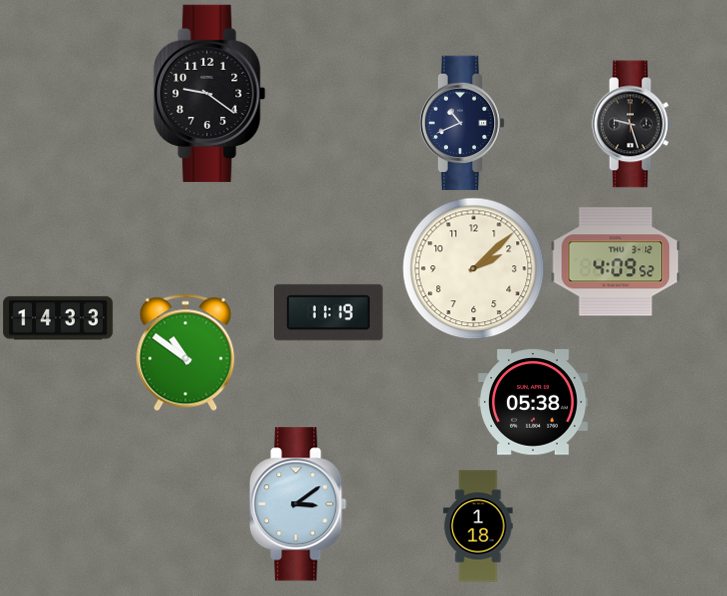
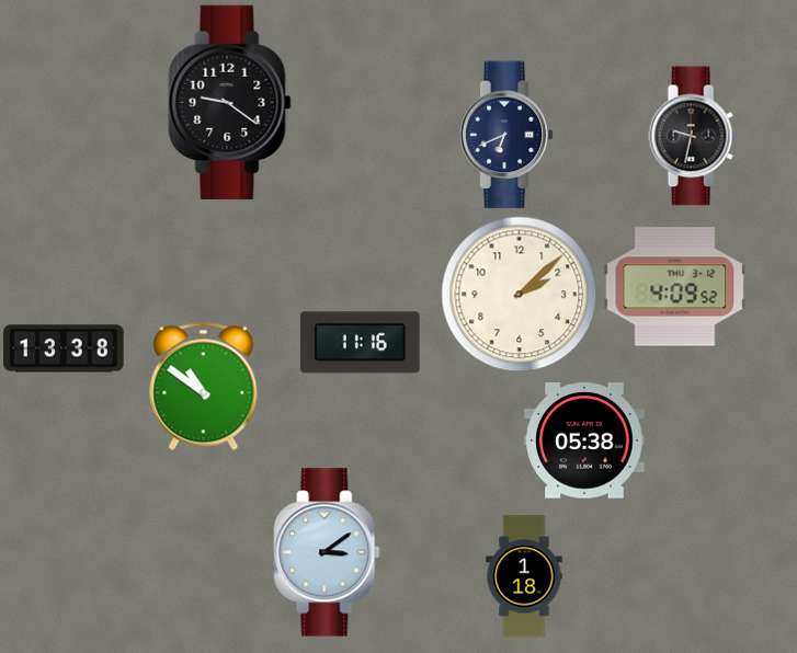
clock at (462, 123): 10:41 -> 6:41
clock at (632, 124): 9:27 -> 9:32
clock at (329, 313): 11:19 -> 11:16
clock at (58, 318): 14:33 -> 13:38
